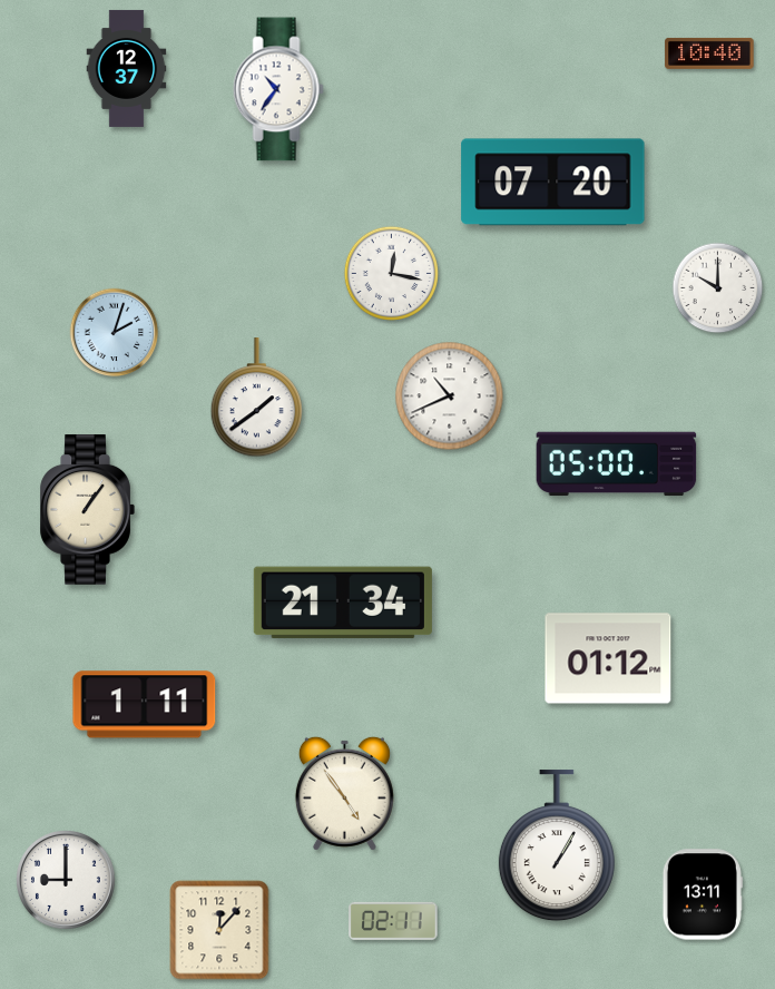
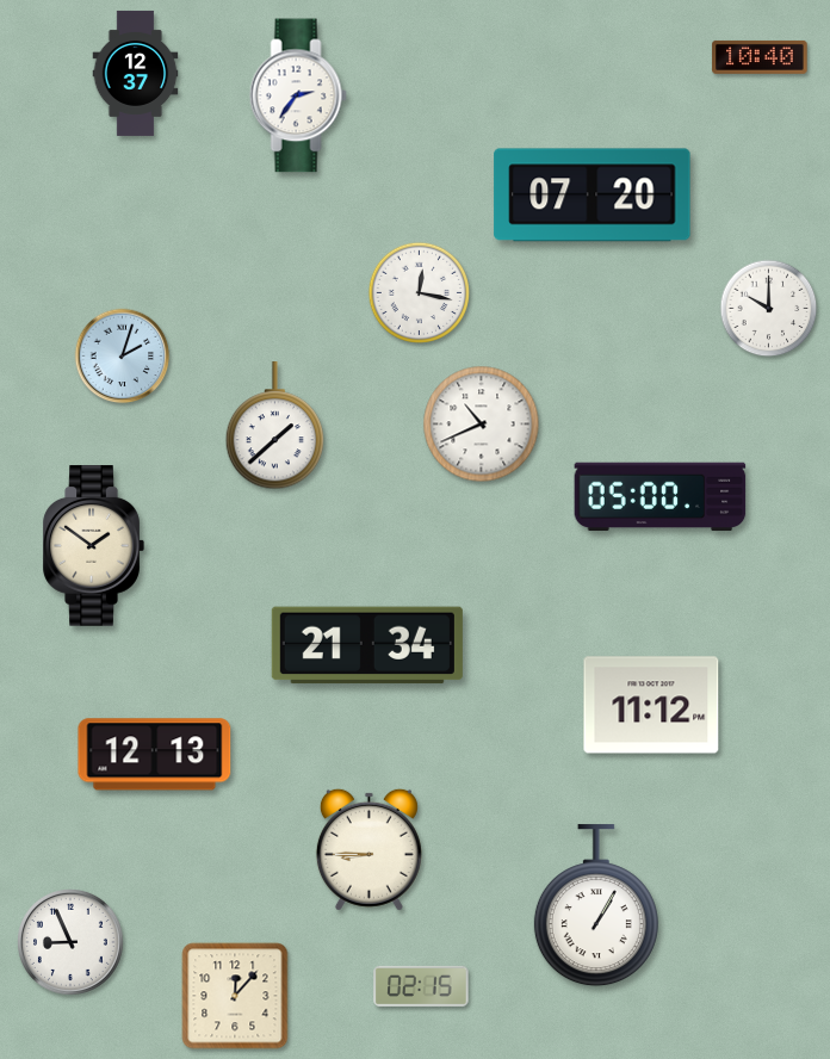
clock at (278, 89): 10:36 -> 2:36
clock at (257, 398): 1:39 -> 1:38
clock at (87, 510): 1:06 -> 1:51
clock at (608, 658): 01:12 -> 11:12
clock at (145, 705): 1:11 -> 12:13
clock at (344, 793): 4:54 -> 8:45
clock at (66, 880): 9:00 -> 8:56
clock at (703, 894): 13:11 -> none
clock at (393, 921): 02:11 -> 02:15
